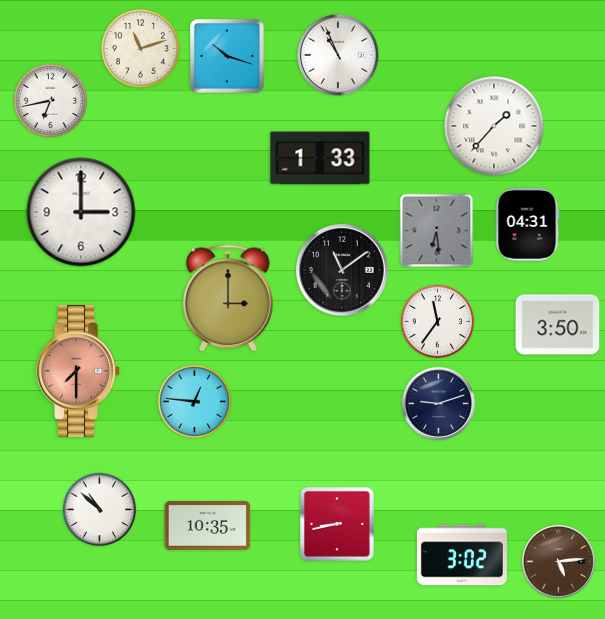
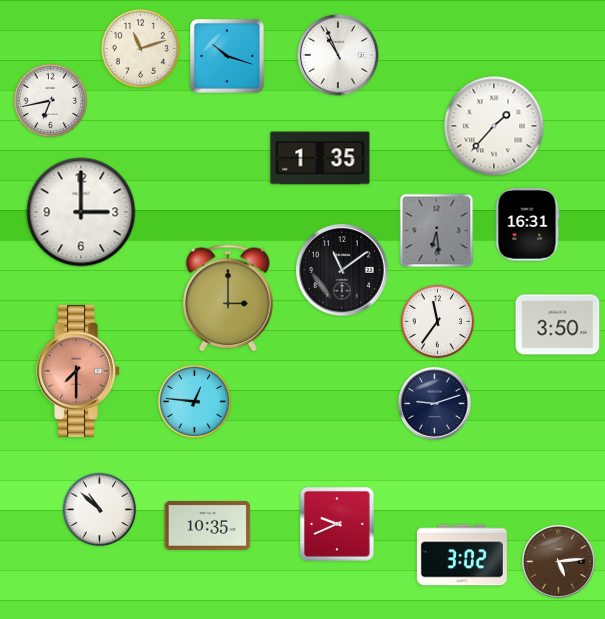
clock at (320, 158): 1:33 -> 1:35
clock at (527, 225): 04:31 -> 16:31
clock at (438, 403) position: (438, 403) -> (434, 403)
clock at (338, 525): 8:43 -> 9:41
